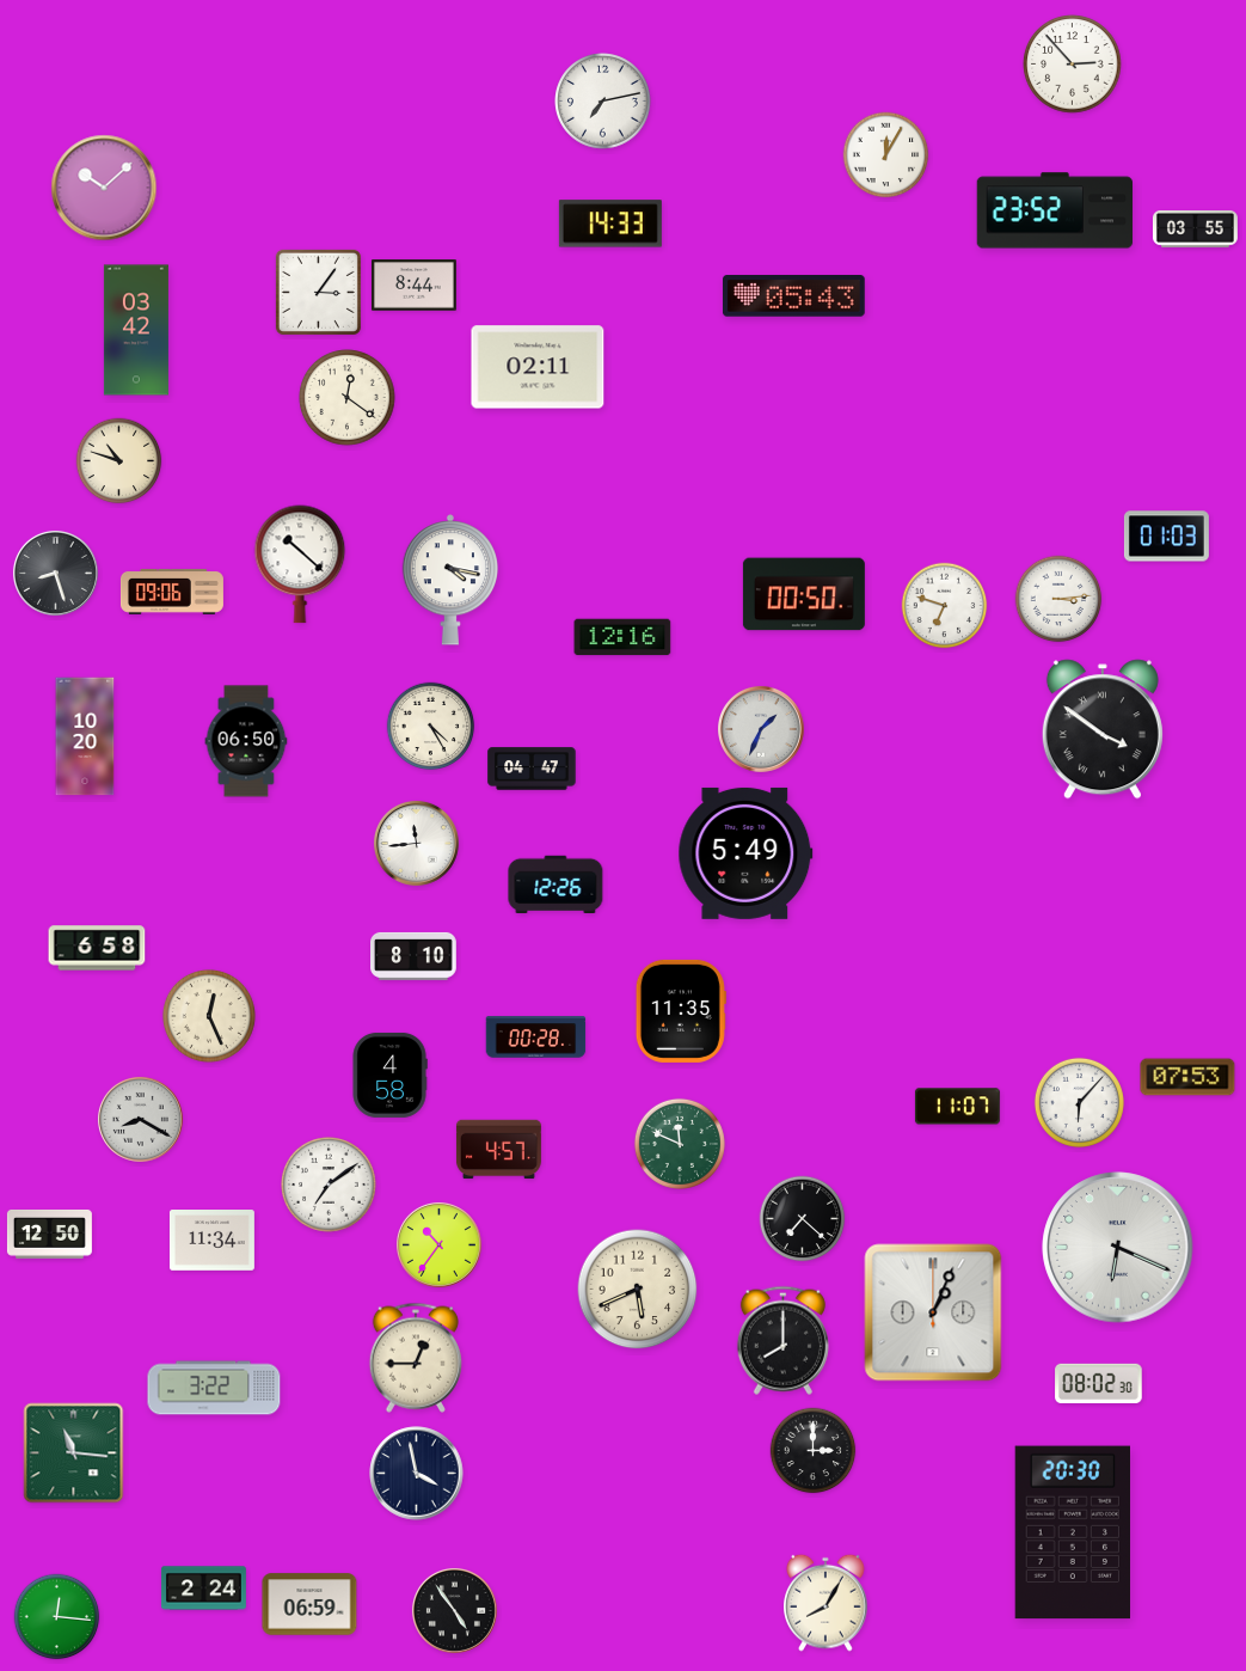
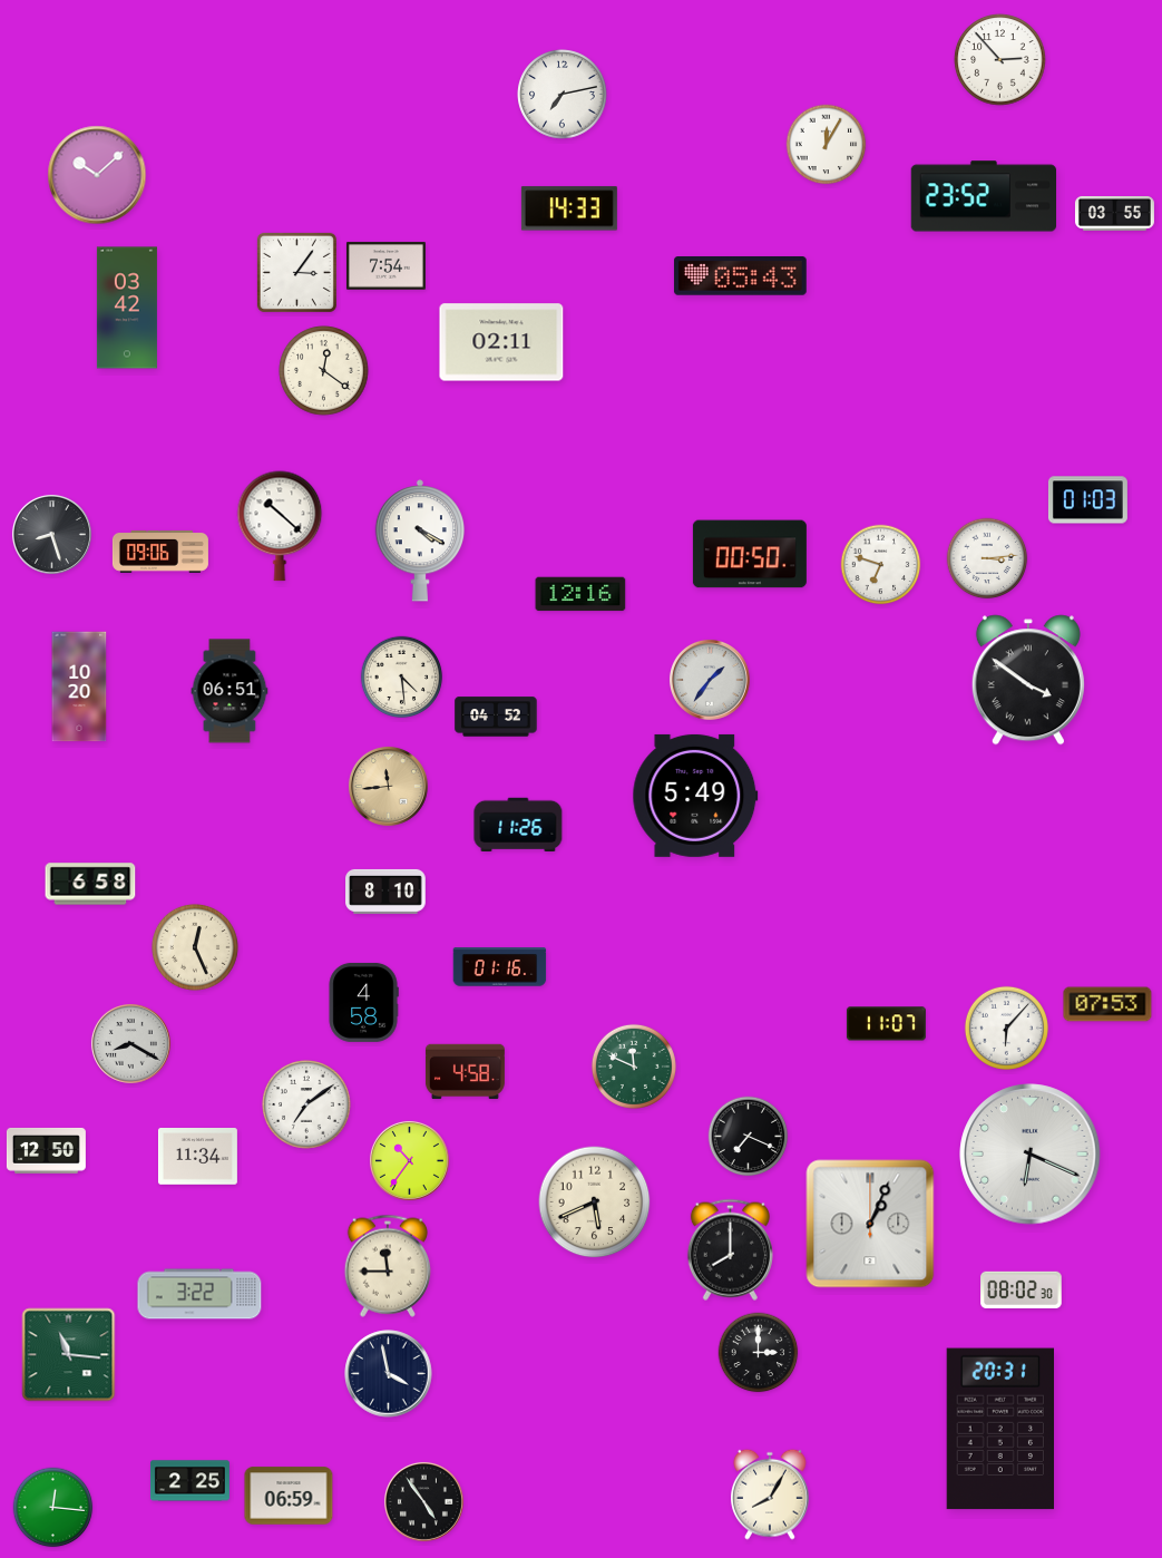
clock at (413, 286): 8:44 -> 7:54
clock at (119, 461): 10:48 -> none
clock at (449, 580): 4:17 -> 4:20
clock at (431, 727): 4:25 -> 4:29
clock at (761, 729): 1:34 -> 1:36
clock at (246, 741): 06:50 -> 06:51
clock at (532, 769): 04:47 -> 04:52
clock at (416, 843) dial: white -> champagne
clock at (556, 883): 12:26 -> 11:26
clock at (681, 1011): 11:35 -> none
clock at (536, 1038): 00:28 -> 01:16
clock at (957, 1107) position: (957, 1107) -> (886, 1024)
clock at (498, 1150): 4:57 -> 4:58
clock at (803, 1219): 7:22 -> 7:19
clock at (1118, 1248) position: (1118, 1248) -> (1031, 1155)
clock at (416, 1358): 12:45 -> 11:45
clock at (1099, 1383) position: (1099, 1383) -> (1022, 1289)
clock at (1072, 1532): 20:30 -> 20:31
clock at (203, 1589): 2:24 -> 2:25
